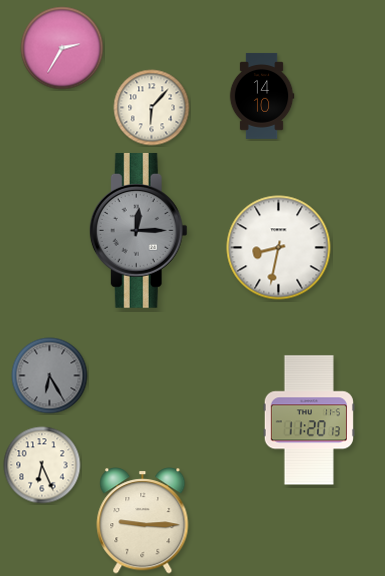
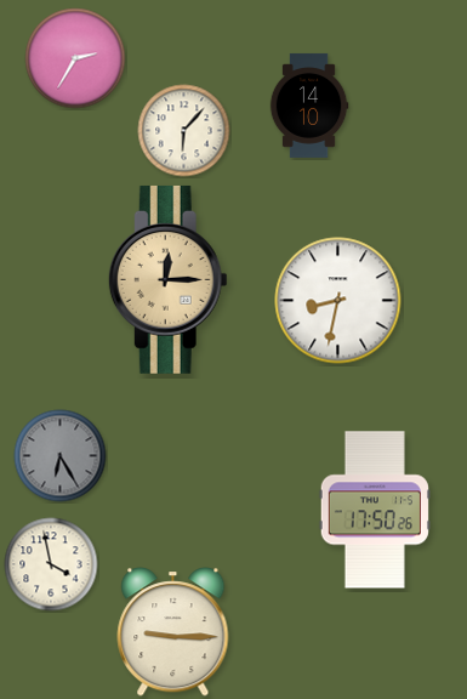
clock at (262, 96) position: (262, 96) -> (309, 106)
clock at (138, 230) dial: grey -> champagne
clock at (309, 420): 11:20 -> 17:50
clock at (42, 465): 6:26 -> 3:58
